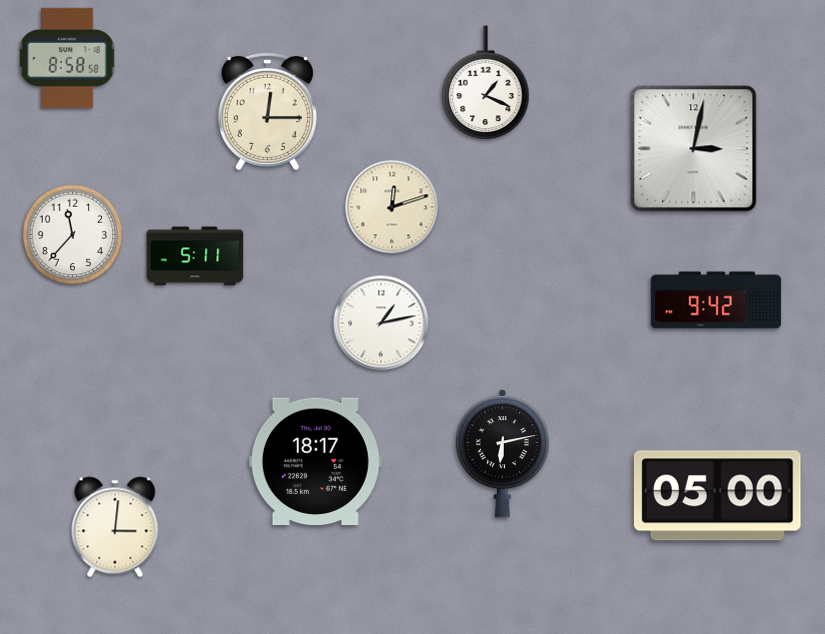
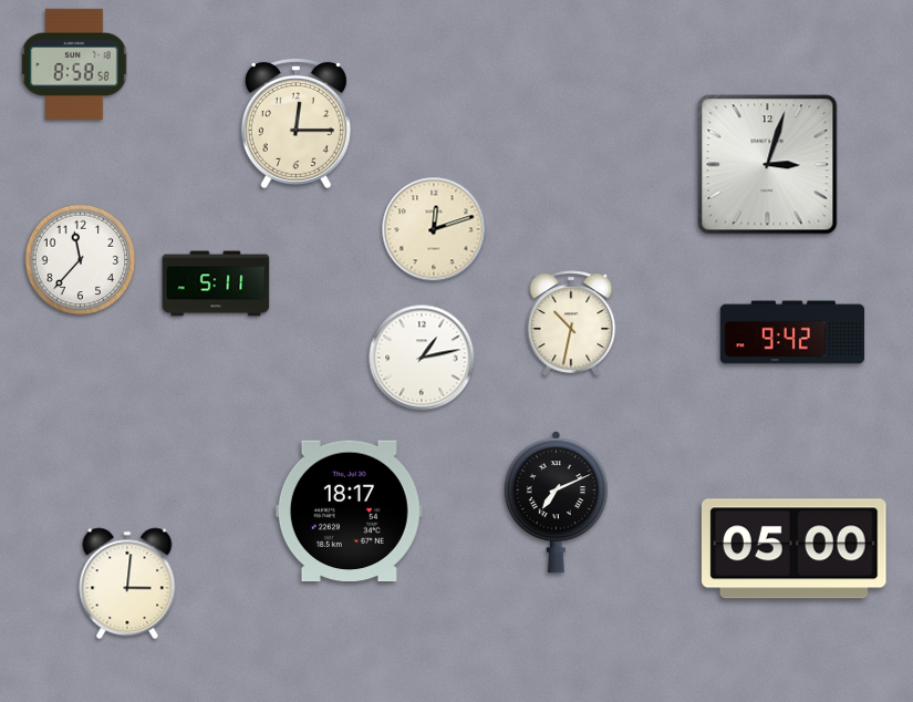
clock at (486, 83): 1:19 -> none
clock at (694, 149): 3:02 -> 3:03
clock at (571, 323): none -> 10:32
clock at (502, 454): 6:13 -> 7:11
